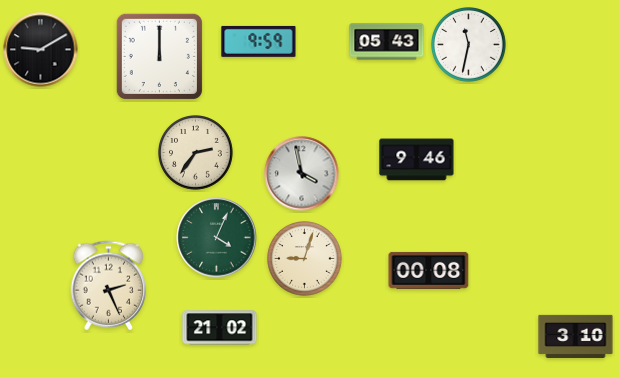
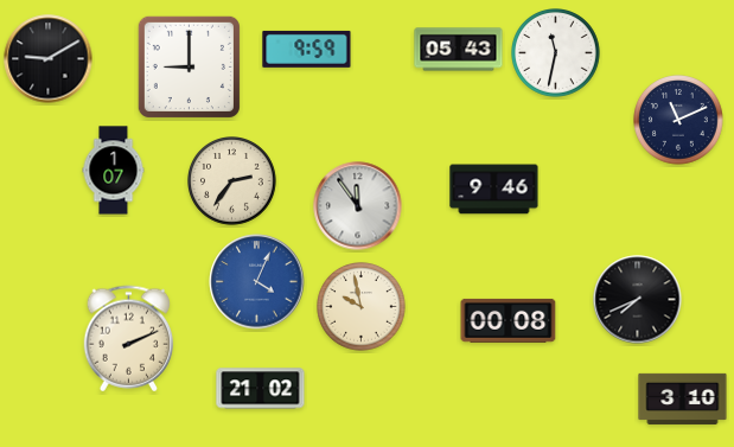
clock at (159, 56): 12:00 -> 9:00
clock at (678, 120): none -> 11:11
clock at (114, 171): none -> 1:07
clock at (302, 174): 3:58 -> 11:54
clock at (217, 238) dial: green -> blue
clock at (638, 300): none -> 7:41
clock at (305, 259): 9:03 -> 9:58
clock at (109, 286): 2:26 -> 2:11
